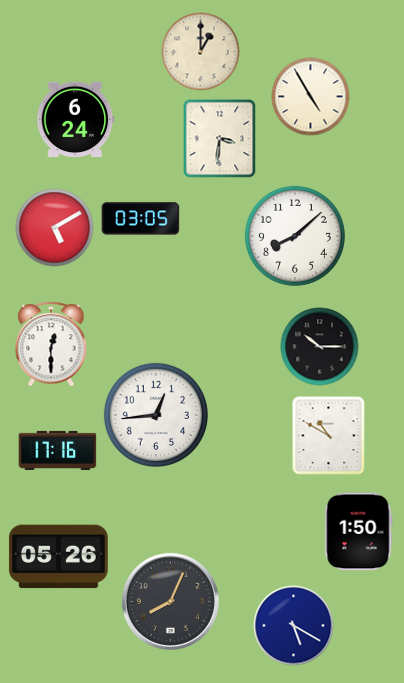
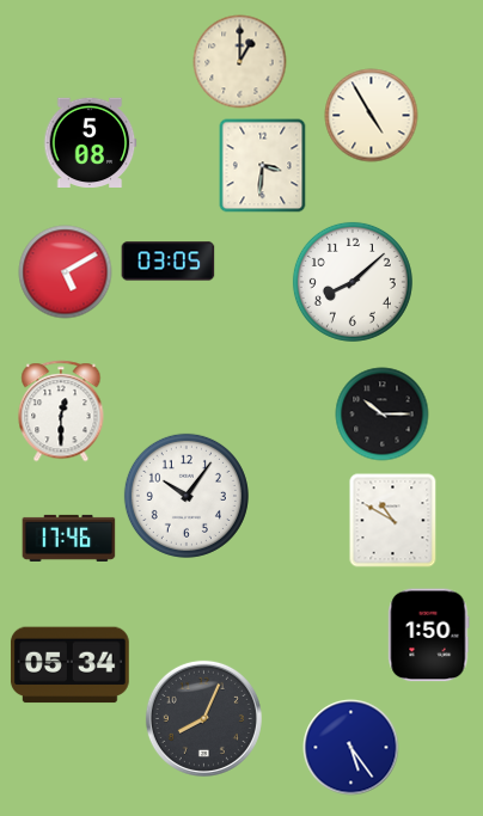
clock at (75, 120): 6:24 -> 5:08
clock at (156, 415): 12:44 -> 10:06
clock at (57, 450): 17:16 -> 17:46
clock at (58, 557): 05:26 -> 05:34
clock at (293, 625): 5:20 -> 5:24
